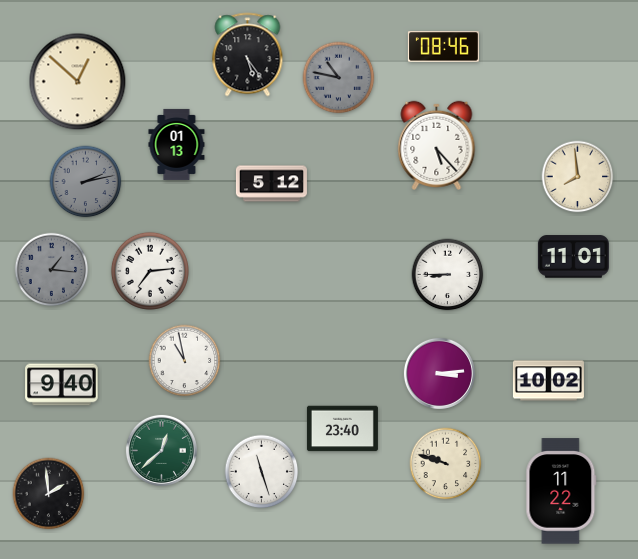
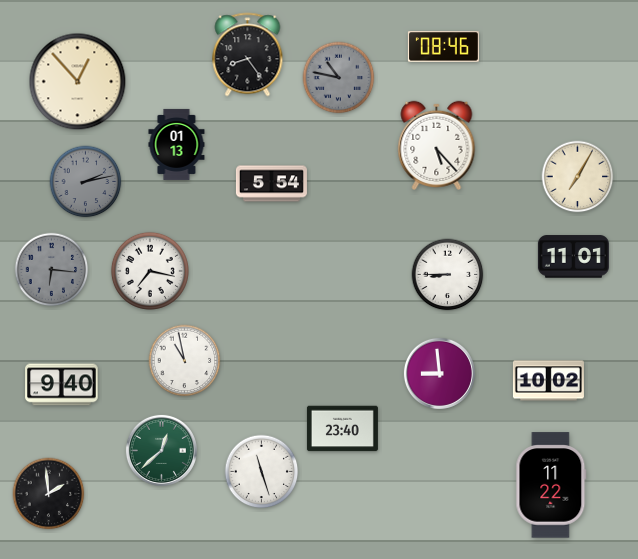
clock at (248, 55): 5:24 -> 8:24
clock at (78, 82): 12:52 -> 12:53
clock at (578, 177): 7:59 -> 7:05
clock at (271, 184): 5:12 -> 5:54
clock at (52, 270): 1:16 -> 6:16
clock at (150, 271): 7:14 -> 7:17
clock at (439, 373): 3:14 -> 8:59
clock at (446, 464): 9:48 -> none
clock at (561, 491) position: (561, 491) -> (551, 485)
